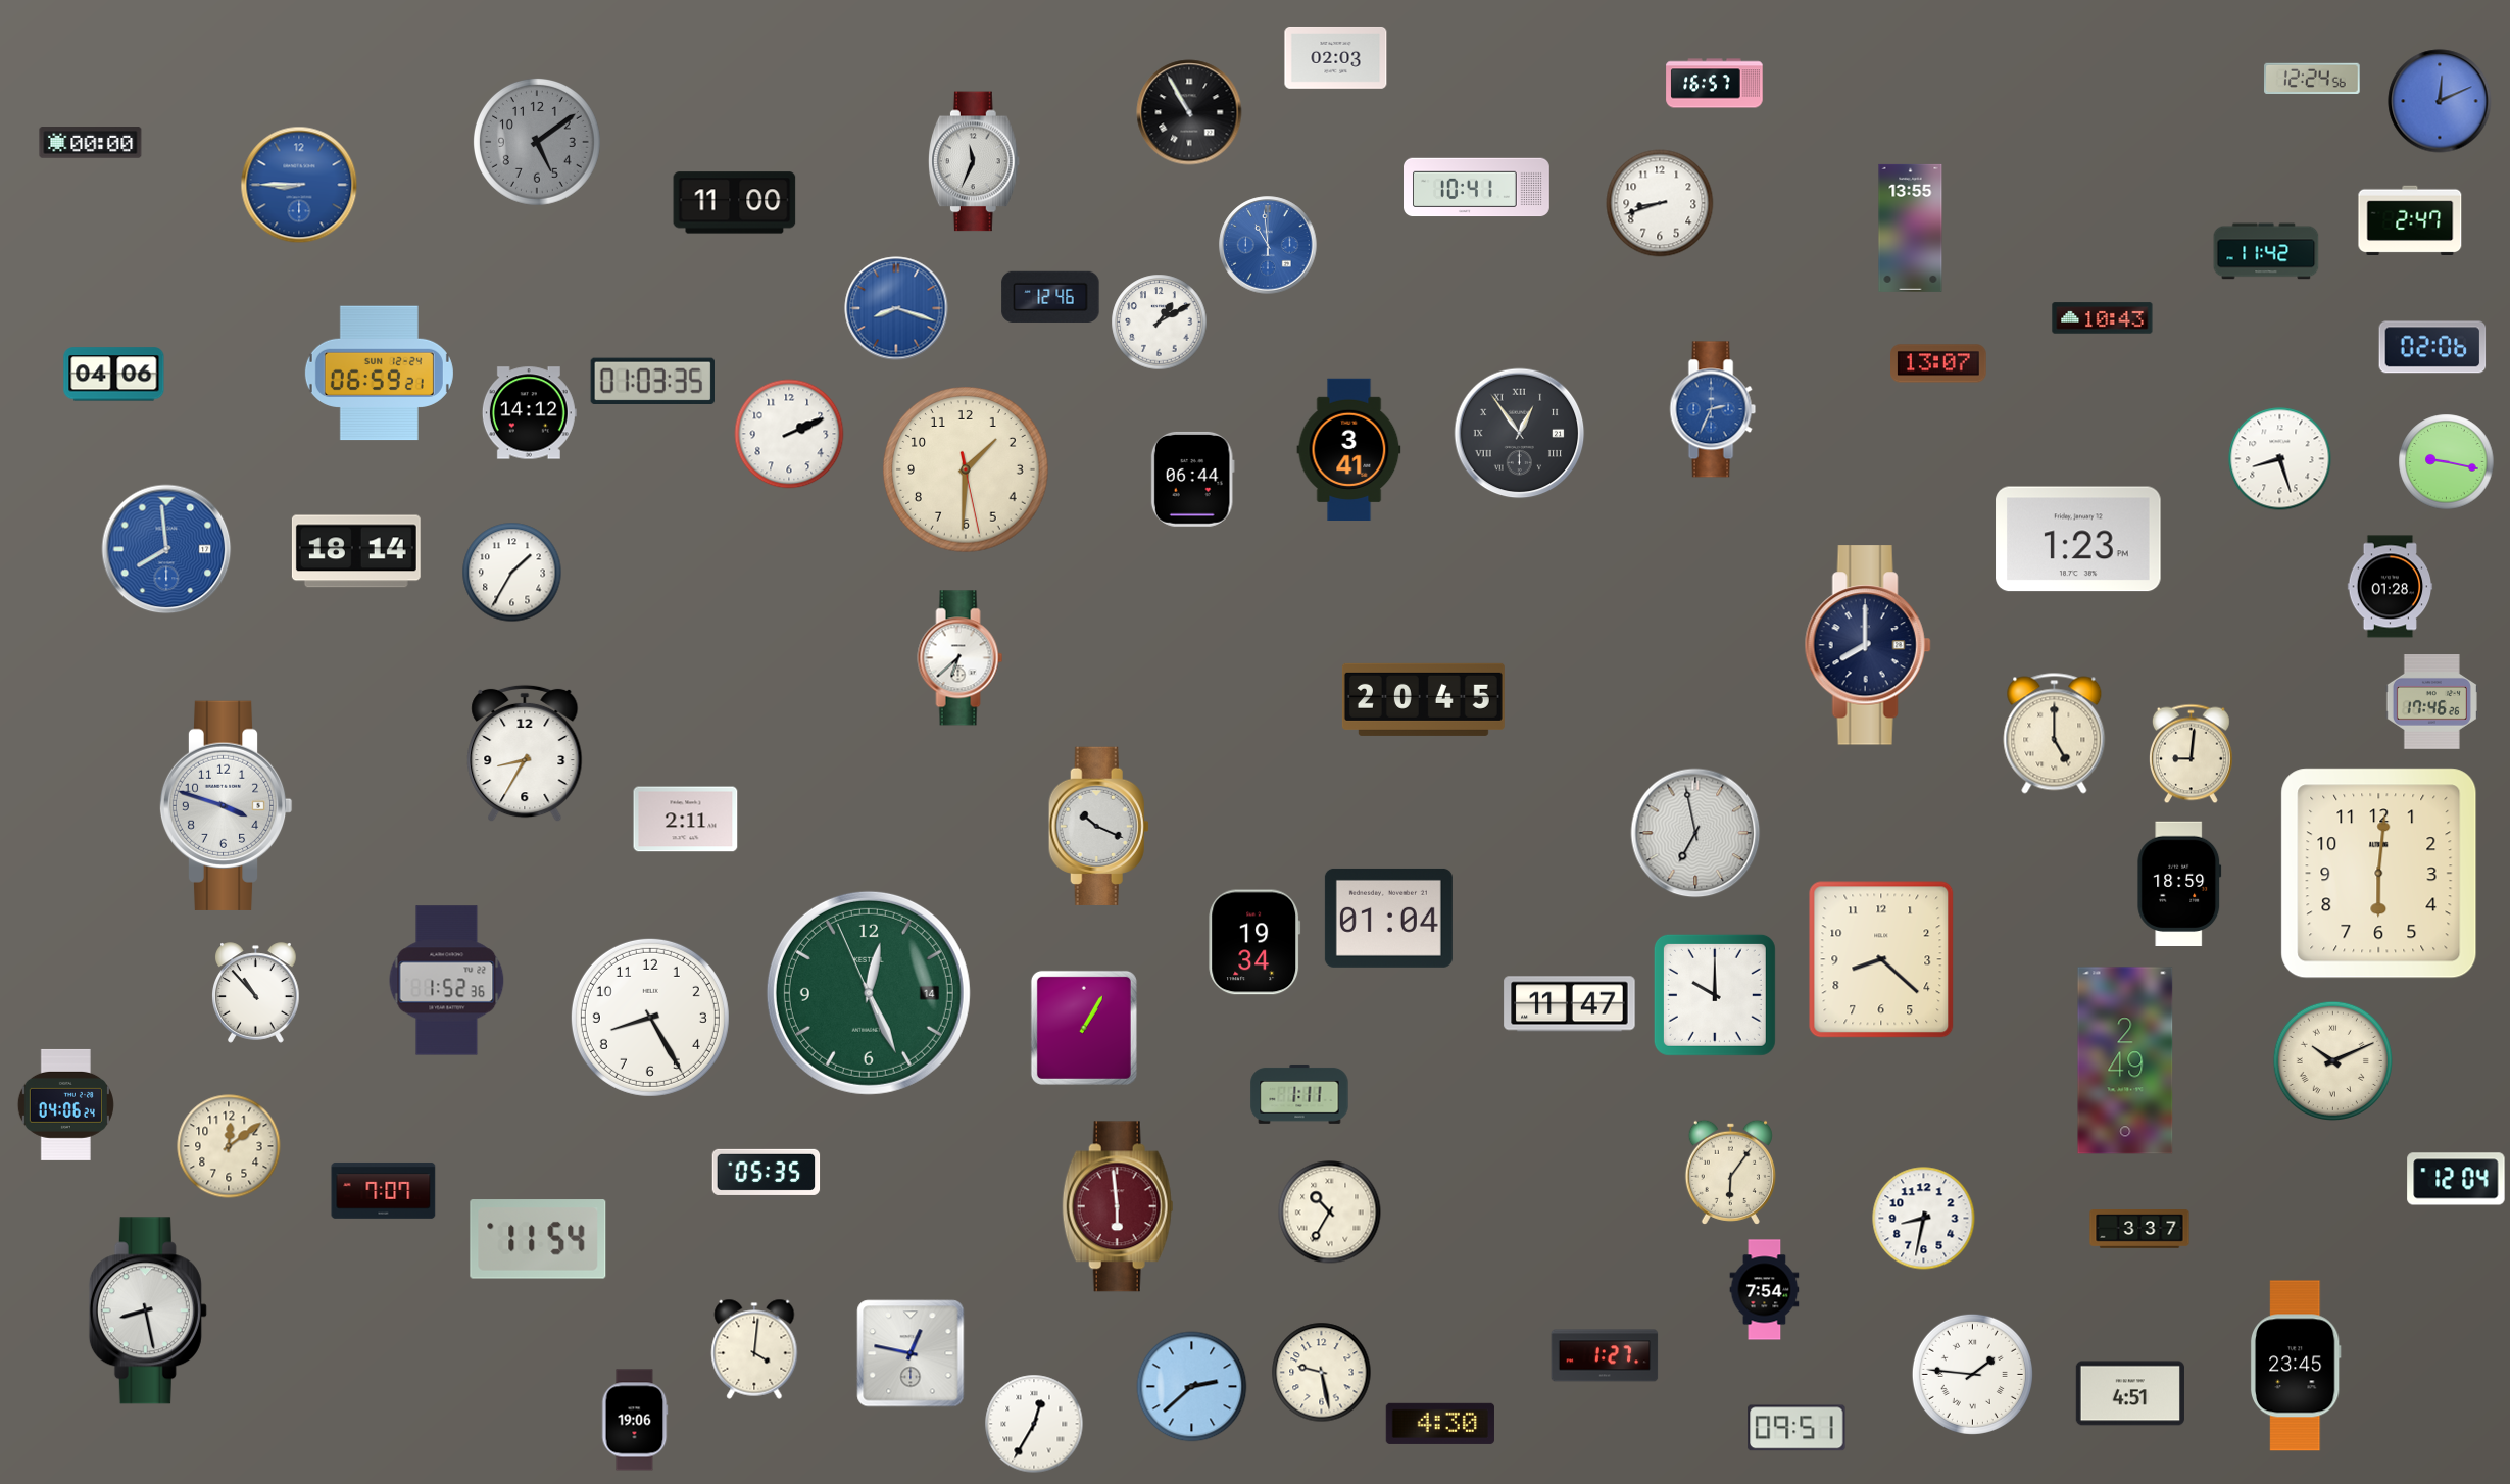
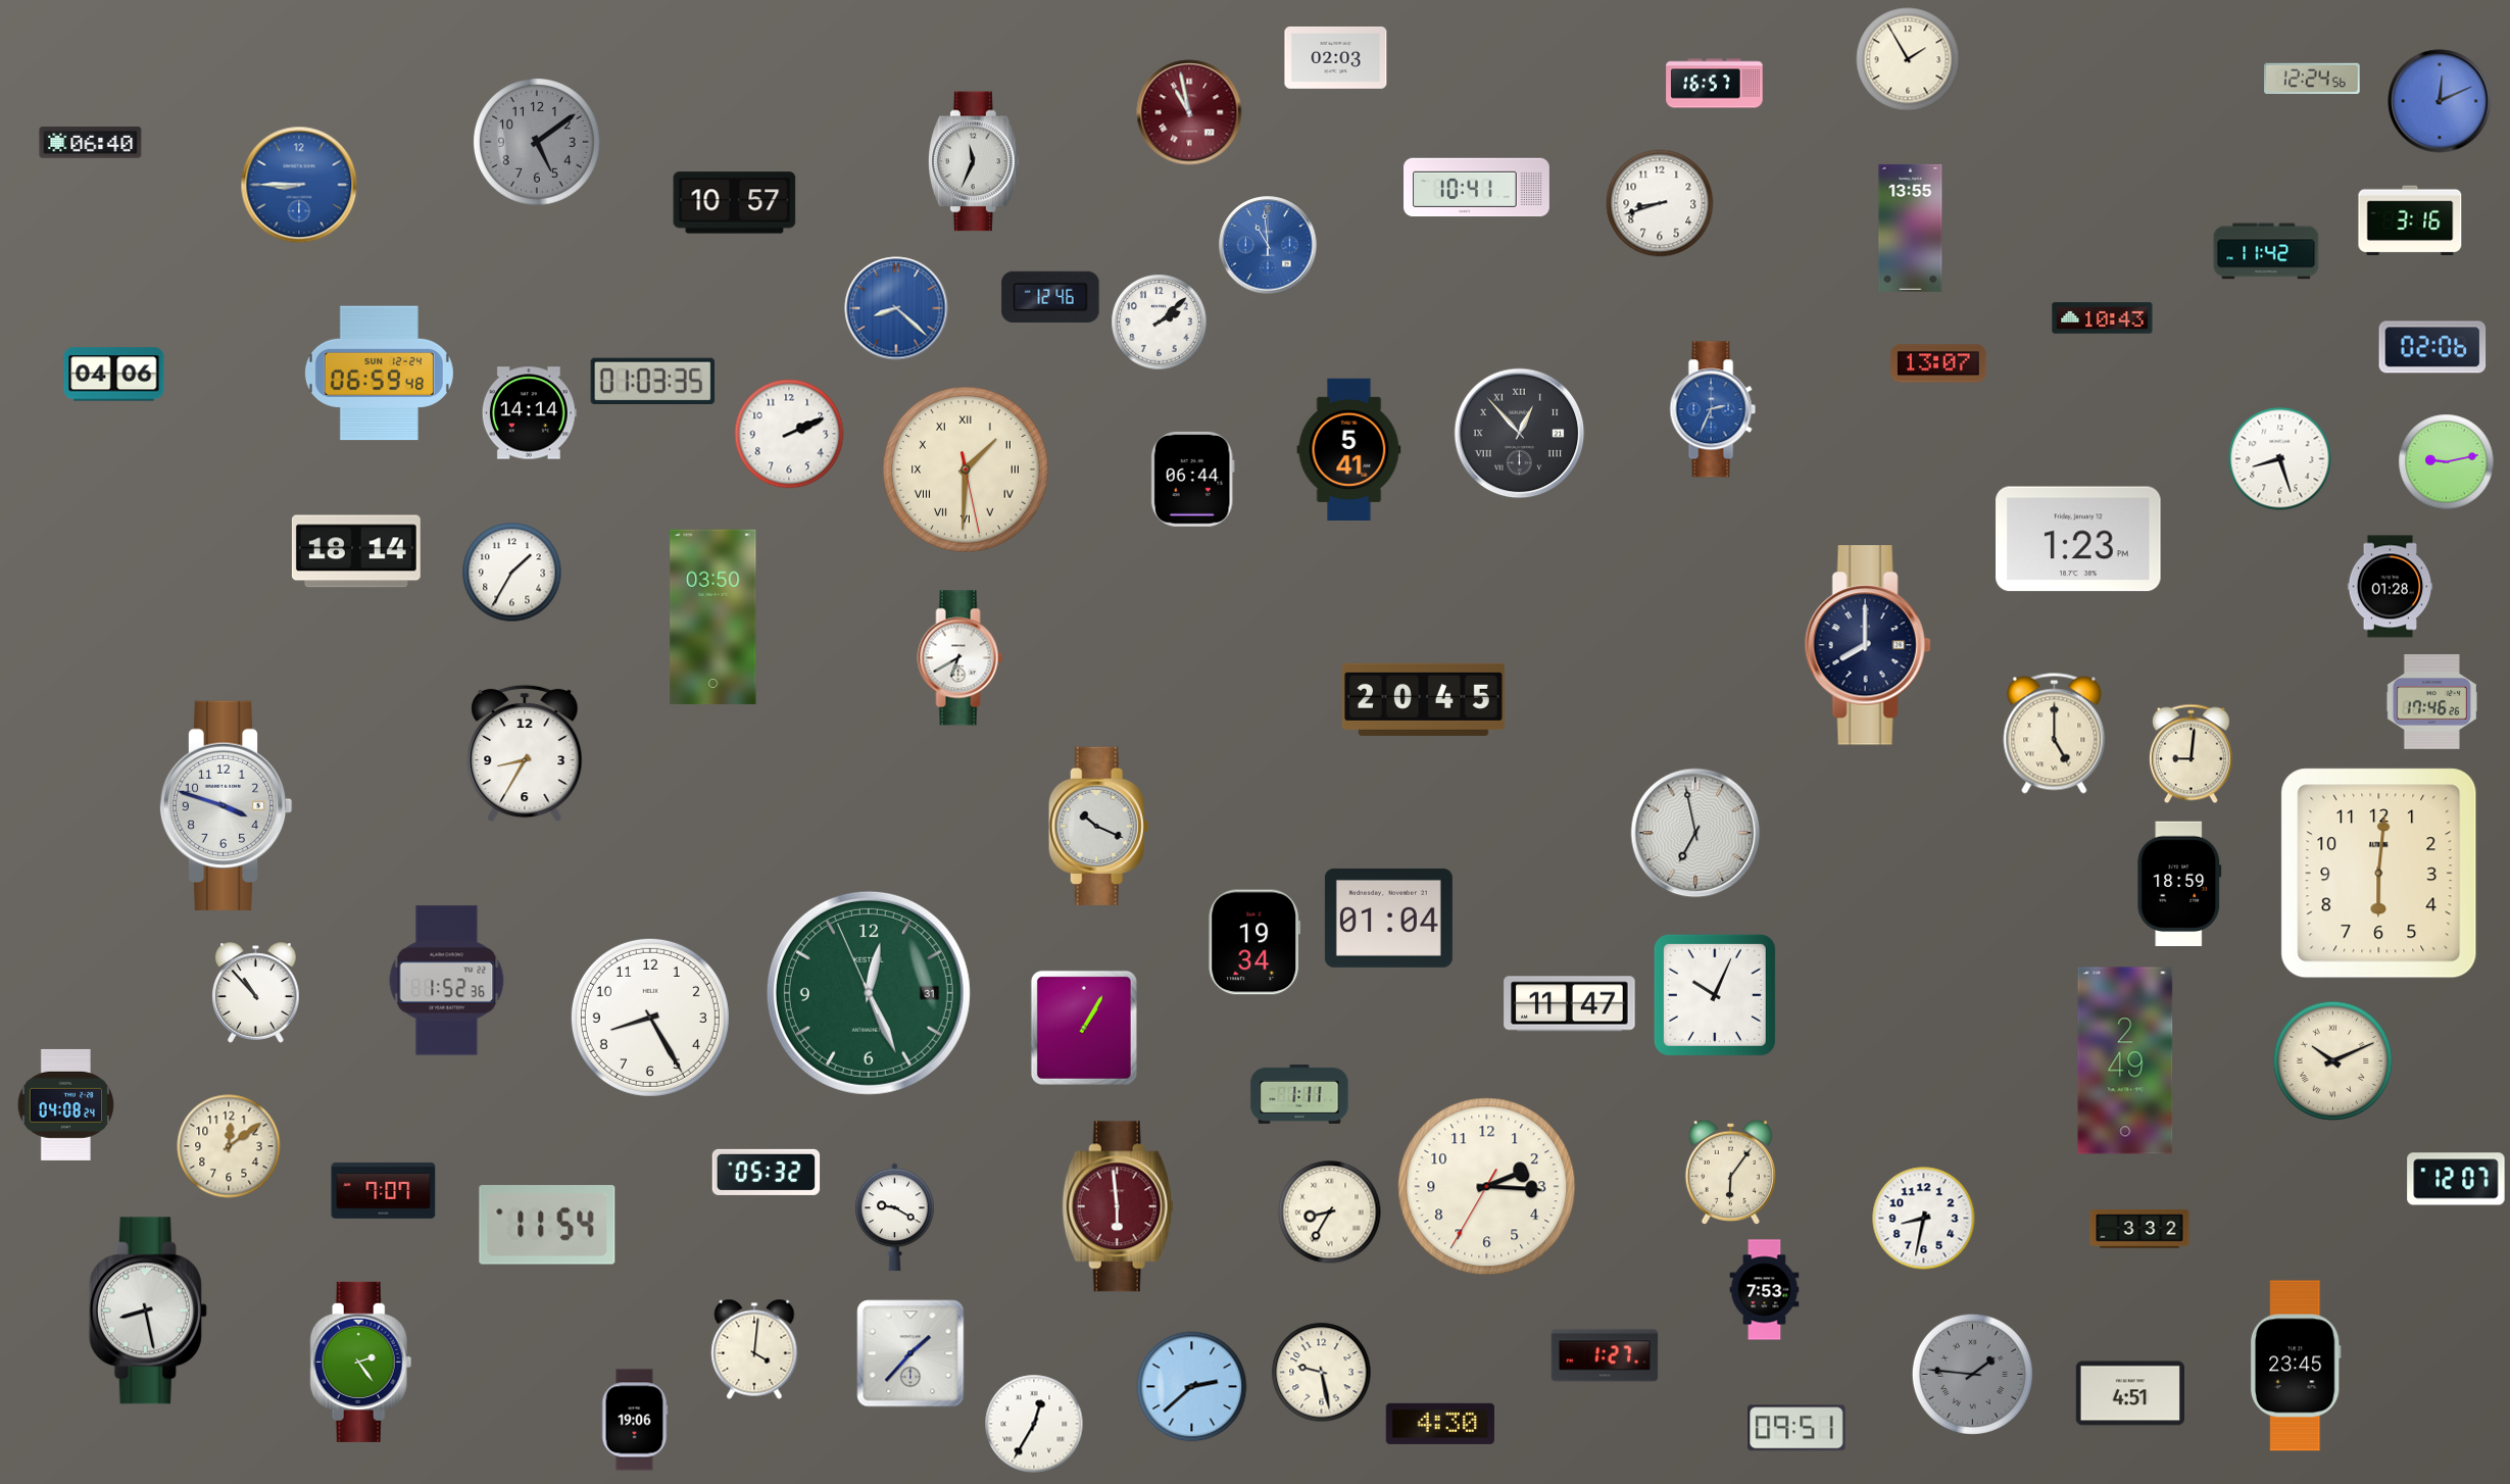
clock at (1908, 59): none -> 1:55
clock at (1189, 112): 10:55 -> 10:58
clock at (1189, 112) dial: black -> burgundy
clock at (91, 143): 00:00 -> 06:40
clock at (735, 203): 11:00 -> 10:57
clock at (2410, 220): 2:47 -> 3:16
clock at (896, 308): 8:18 -> 8:22
clock at (1160, 323): 1:10 -> 2:08
clock at (379, 374): 06:59:21 -> 06:59:48
clock at (529, 413): 14:12 -> 14:14
clock at (1520, 434): 12:54 -> 12:53
clock at (1349, 449): 3:41 -> 5:41
clock at (2447, 462): 9:17 -> 9:13
clock at (966, 469) numerals: Arabic -> Roman
clock at (166, 549): 7:59 -> none
clock at (713, 617): none -> 03:50
clock at (961, 658): 6:38 -> 6:40
clock at (686, 820): 2:11 -> none
clock at (1881, 959): 8:22 -> none
clock at (869, 993) date: 14 -> 31
clock at (1715, 995): 10:00 -> 10:04
clock at (65, 1104): 04:06 -> 04:08
clock at (767, 1172): 05:35 -> 05:32
clock at (2456, 1179): 12:04 -> 12:07
clock at (1487, 1187): none -> 2:15
clock at (1330, 1213): 10:35 -> 8:35
clock at (895, 1218): none -> 9:20
clock at (2139, 1230): 3:37 -> 3:32
clock at (538, 1239) position: (538, 1239) -> (547, 1225)
clock at (1765, 1290): 7:54 -> 7:53
clock at (911, 1353): 12:47 -> 1:37
clock at (361, 1362): none -> 2:24
clock at (1972, 1374) dial: white -> grey
